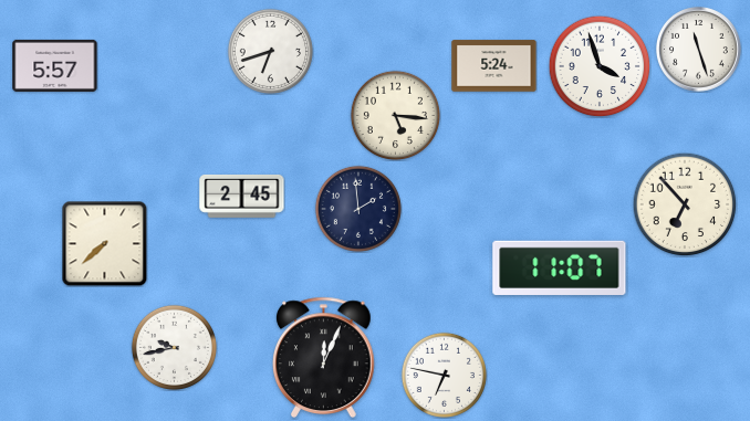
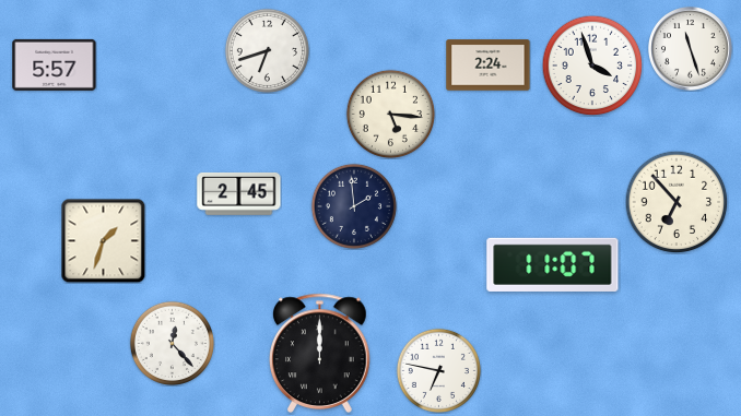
clock at (494, 66): 5:24 -> 2:24
clock at (104, 243): 7:38 -> 1:33
clock at (174, 347): 9:43 -> 12:23
clock at (324, 357): 12:04 -> 12:00
